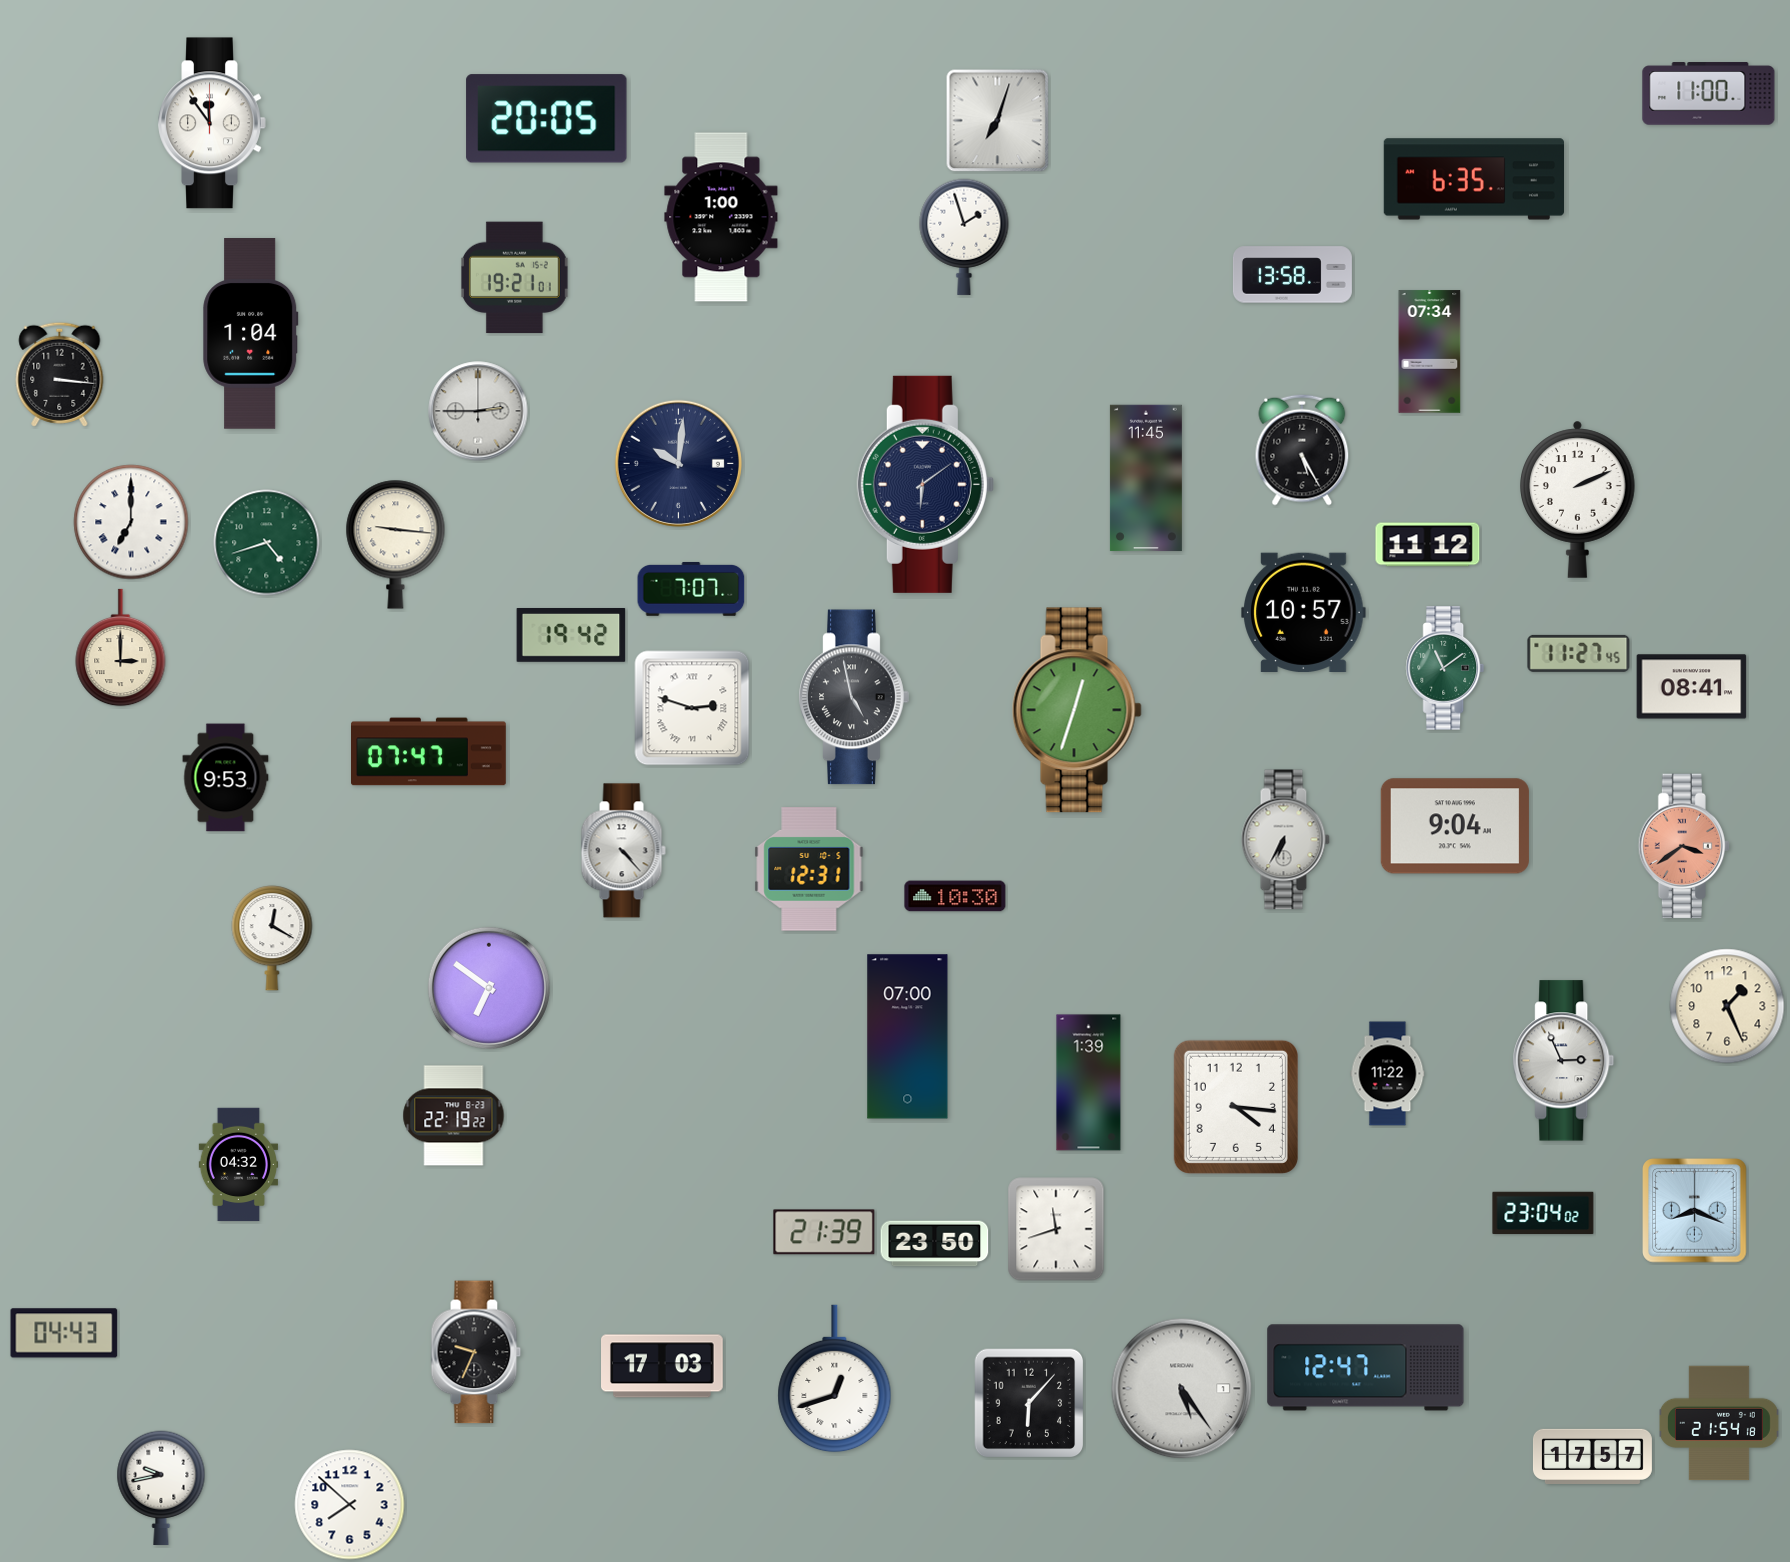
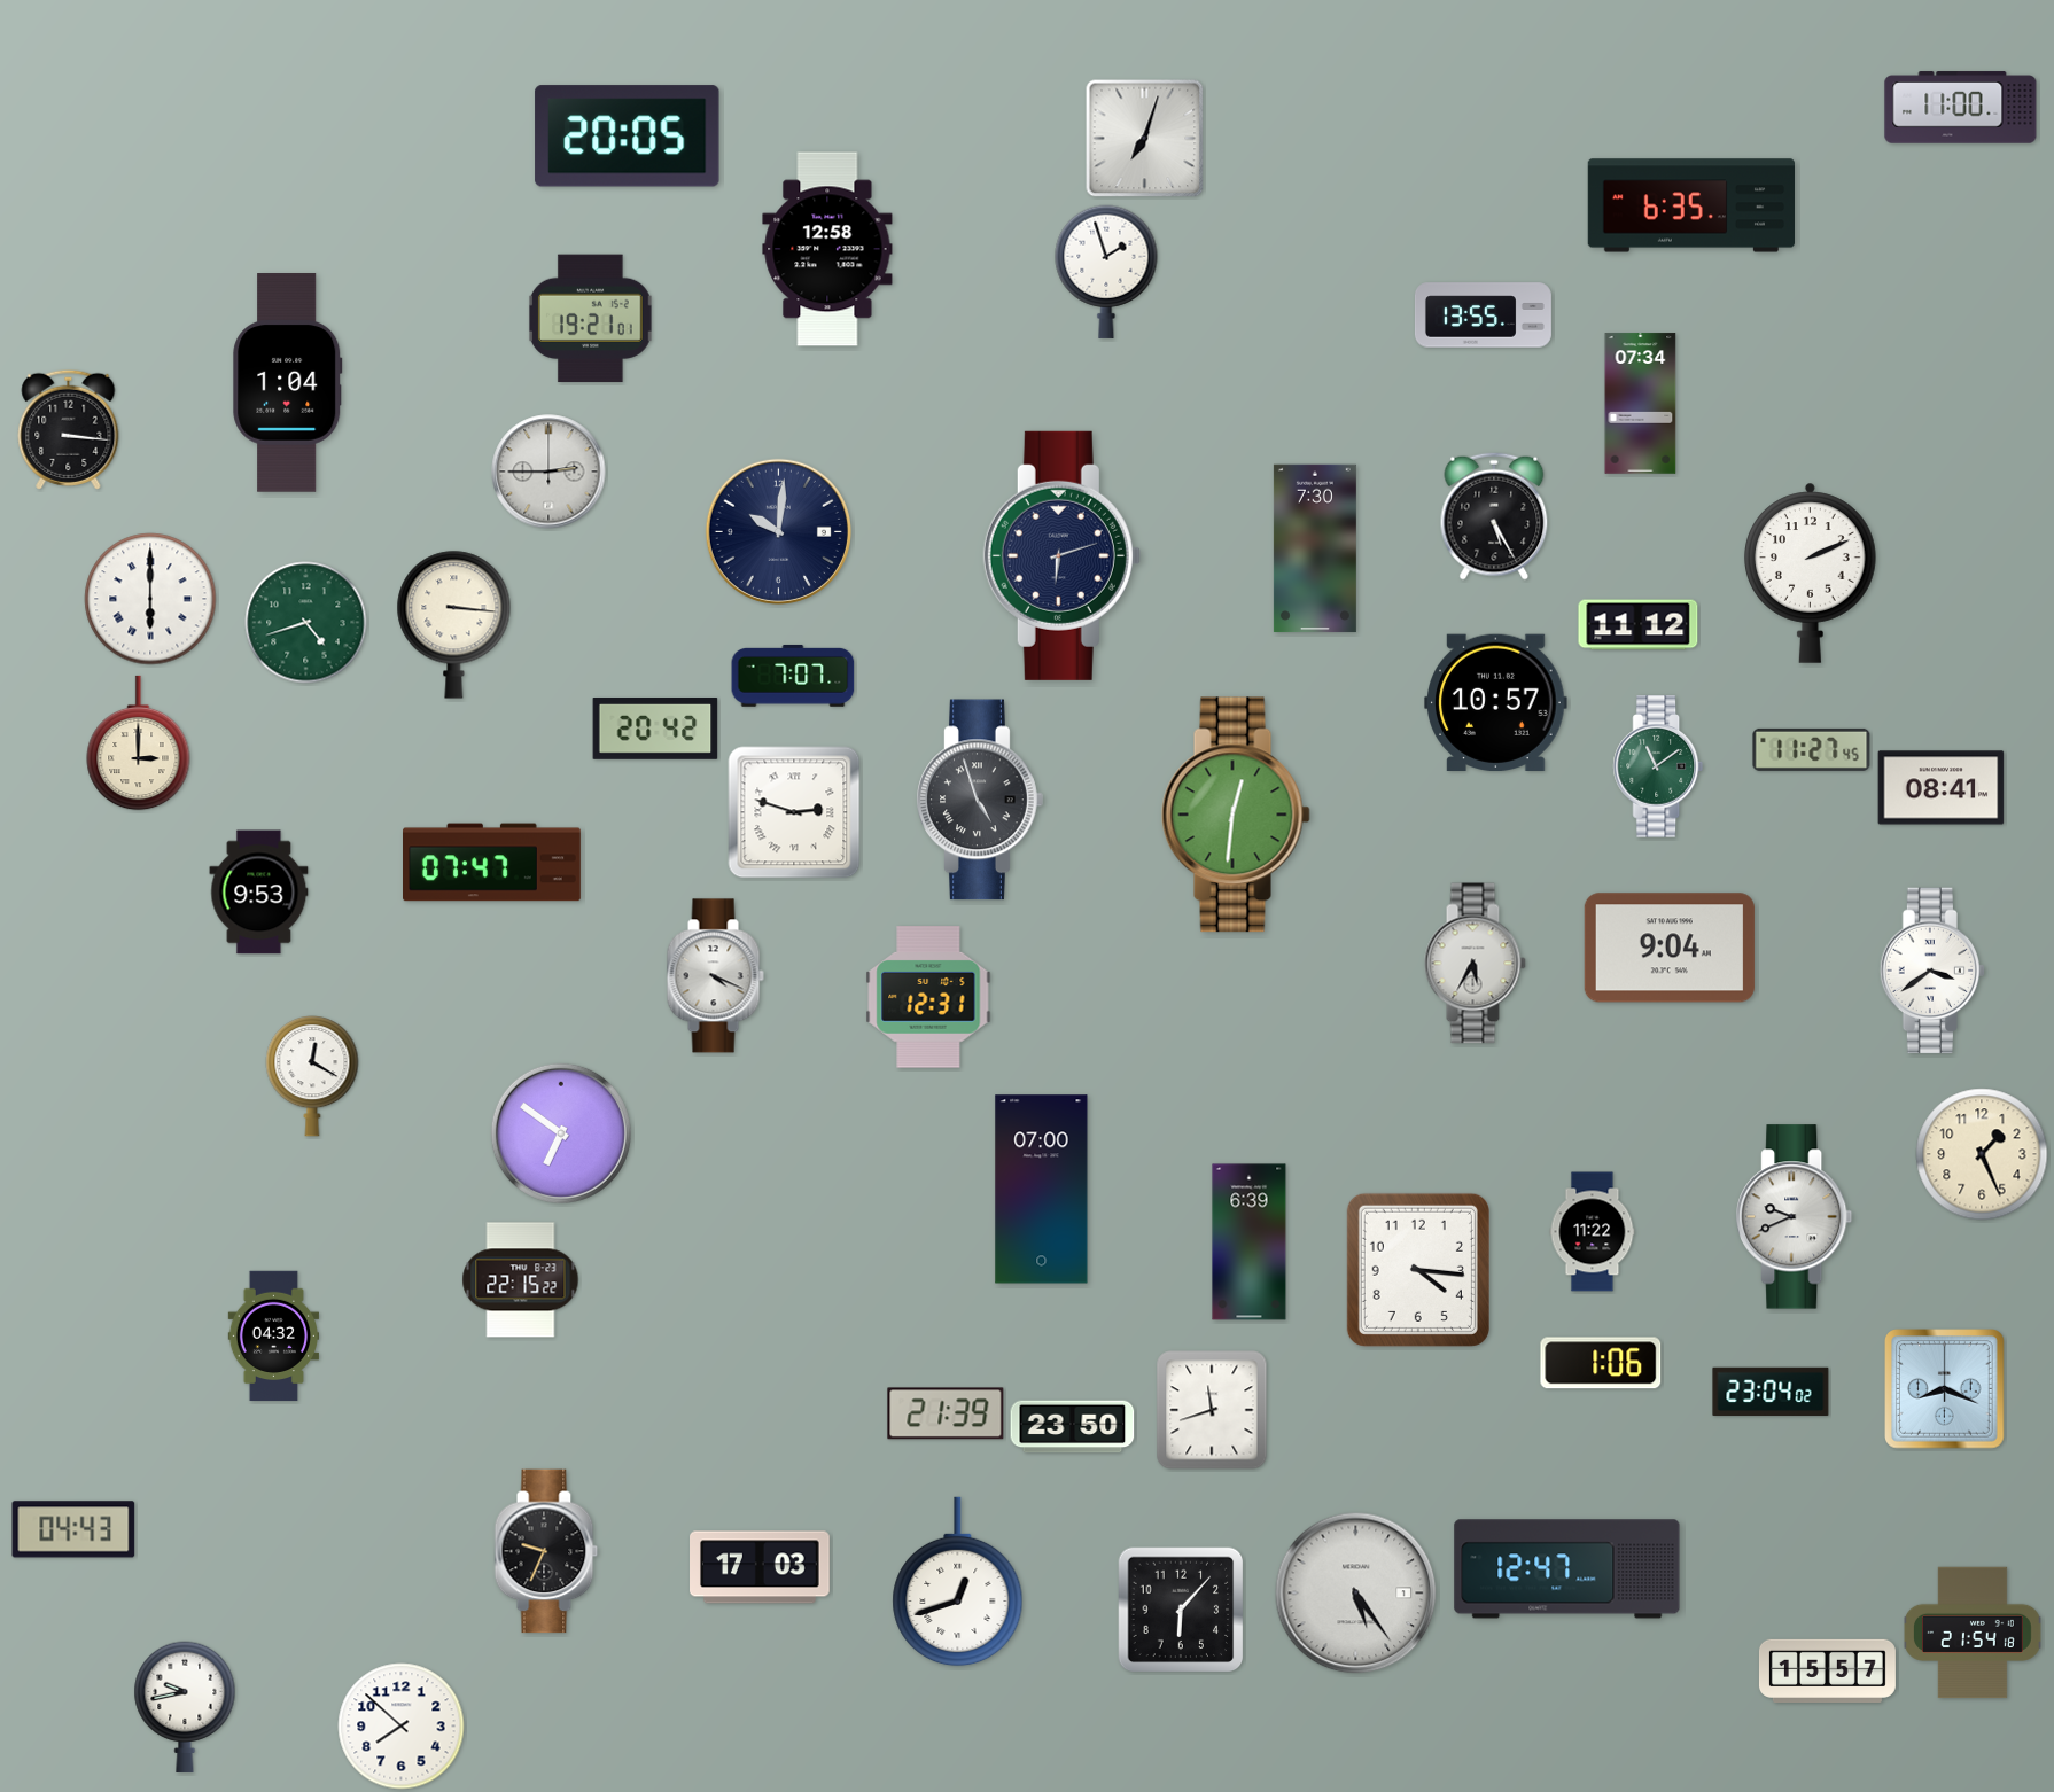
clock at (212, 123): 11:54 -> none
clock at (721, 217): 1:00 -> 12:58
clock at (1292, 275): 13:58 -> 13:55
clock at (1146, 478): 11:45 -> 7:30
clock at (925, 484): 6:09 -> 6:12
clock at (131, 522): 7:00 -> 6:00
clock at (396, 544): 9:16 -> 3:16
clock at (571, 636): 19:42 -> 20:42
clock at (854, 697): 4:58 -> 4:57
clock at (1077, 710): 12:33 -> 12:31
clock at (1285, 840): 6:35 -> 5:35
clock at (1684, 846) dial: salmon -> white
clock at (623, 851): 4:23 -> 4:19
clock at (955, 896): 10:30 -> none
clock at (1564, 1061): 2:56 -> 9:41
clock at (1089, 1083): 1:39 -> 6:39
clock at (454, 1116): 22:19 -> 22:15
clock at (1601, 1363): none -> 1:06
clock at (1592, 1456): 17:57 -> 15:57
